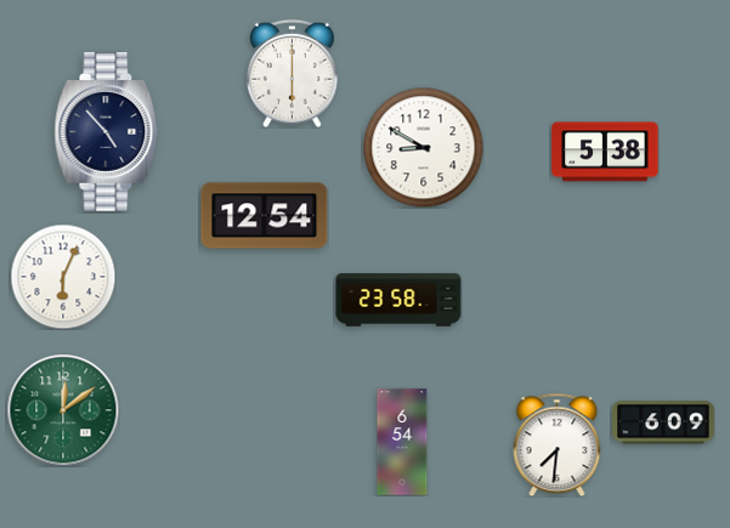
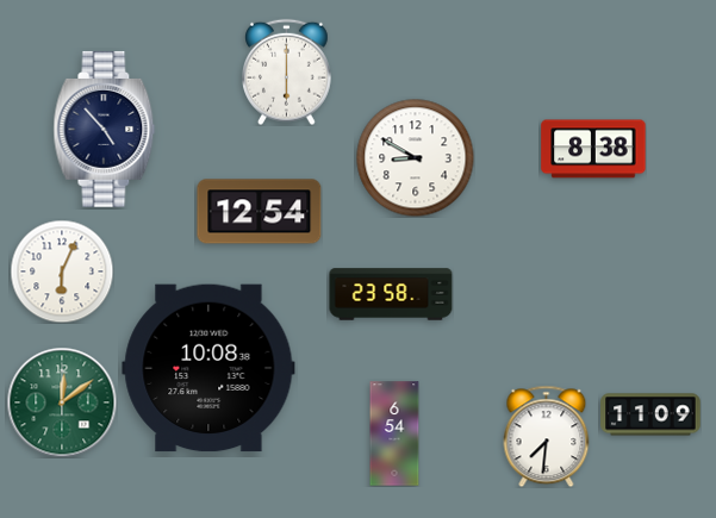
clock at (424, 148) position: (424, 148) -> (416, 158)
clock at (605, 152): 5:38 -> 8:38
clock at (208, 368): none -> 10:08
clock at (663, 422): 6:09 -> 11:09
